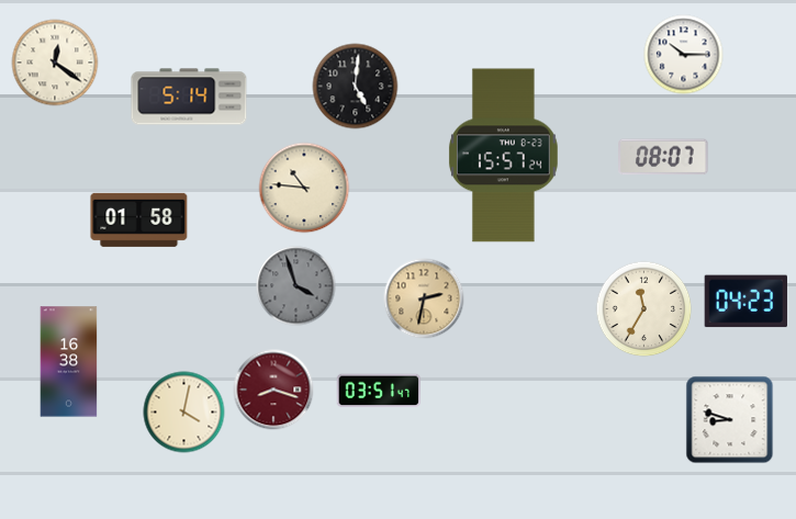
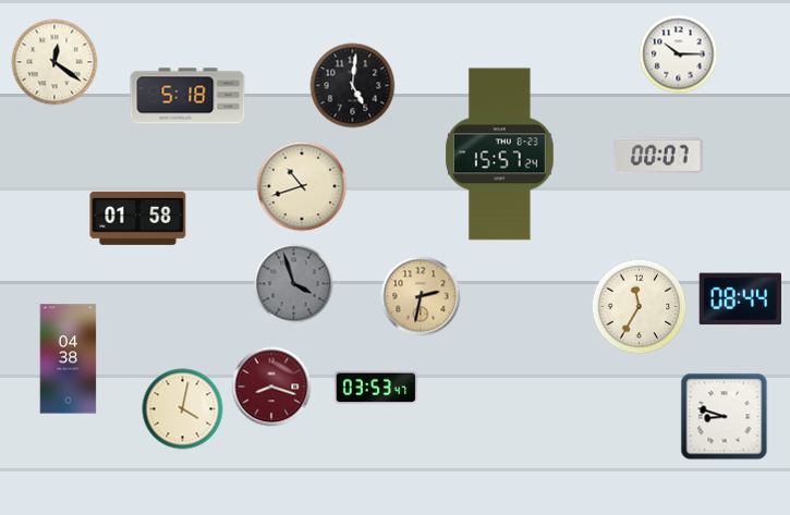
clock at (189, 97): 5:14 -> 5:18
clock at (663, 157): 08:07 -> 00:07
clock at (304, 188): 10:46 -> 10:42
clock at (745, 302): 04:23 -> 08:44
clock at (69, 362): 16:38 -> 04:38
clock at (379, 391): 03:51 -> 03:53
